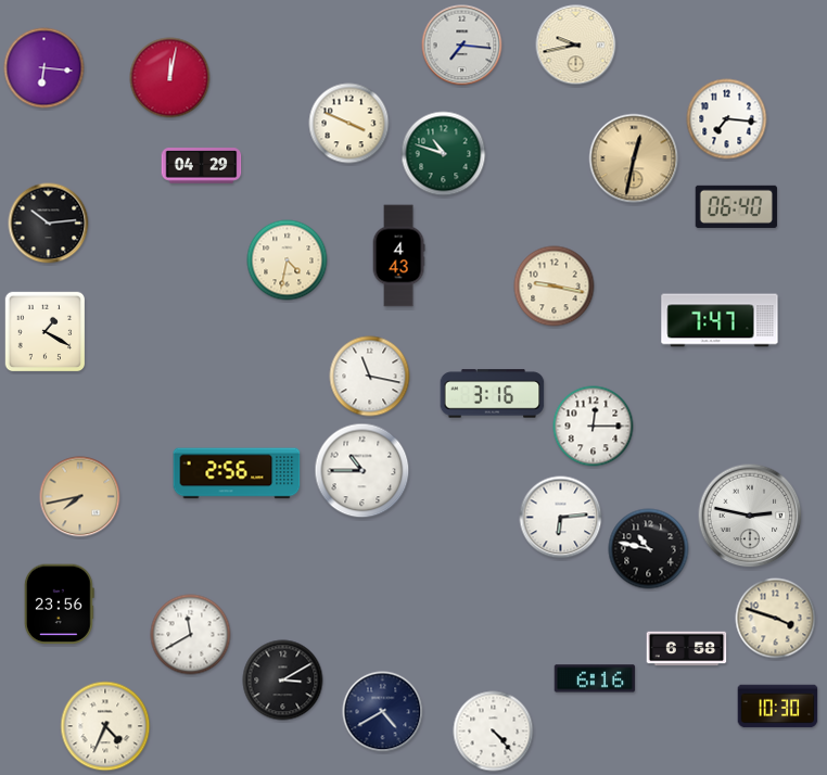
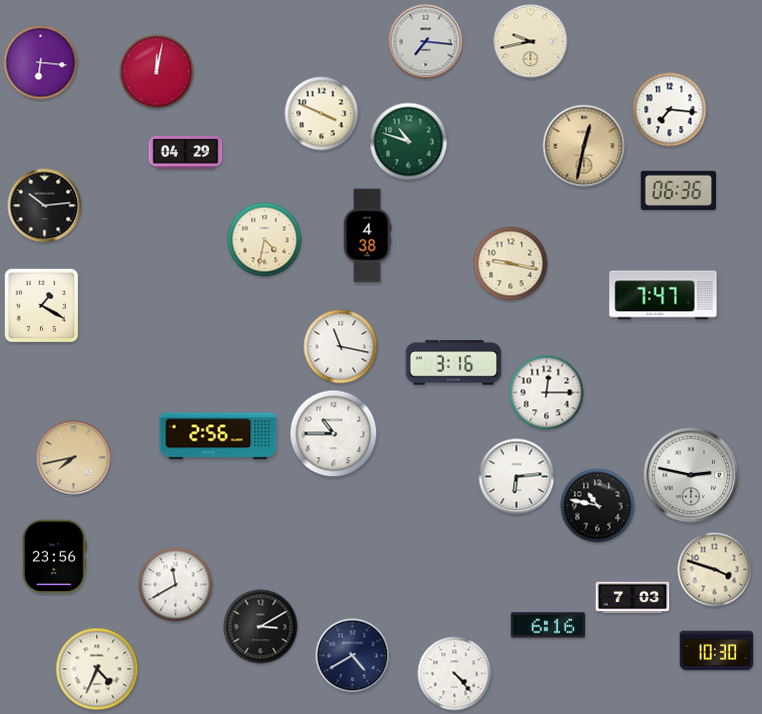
clock at (736, 206): 06:40 -> 06:36
clock at (398, 256): 4:43 -> 4:38
clock at (687, 649): 6:58 -> 7:03
